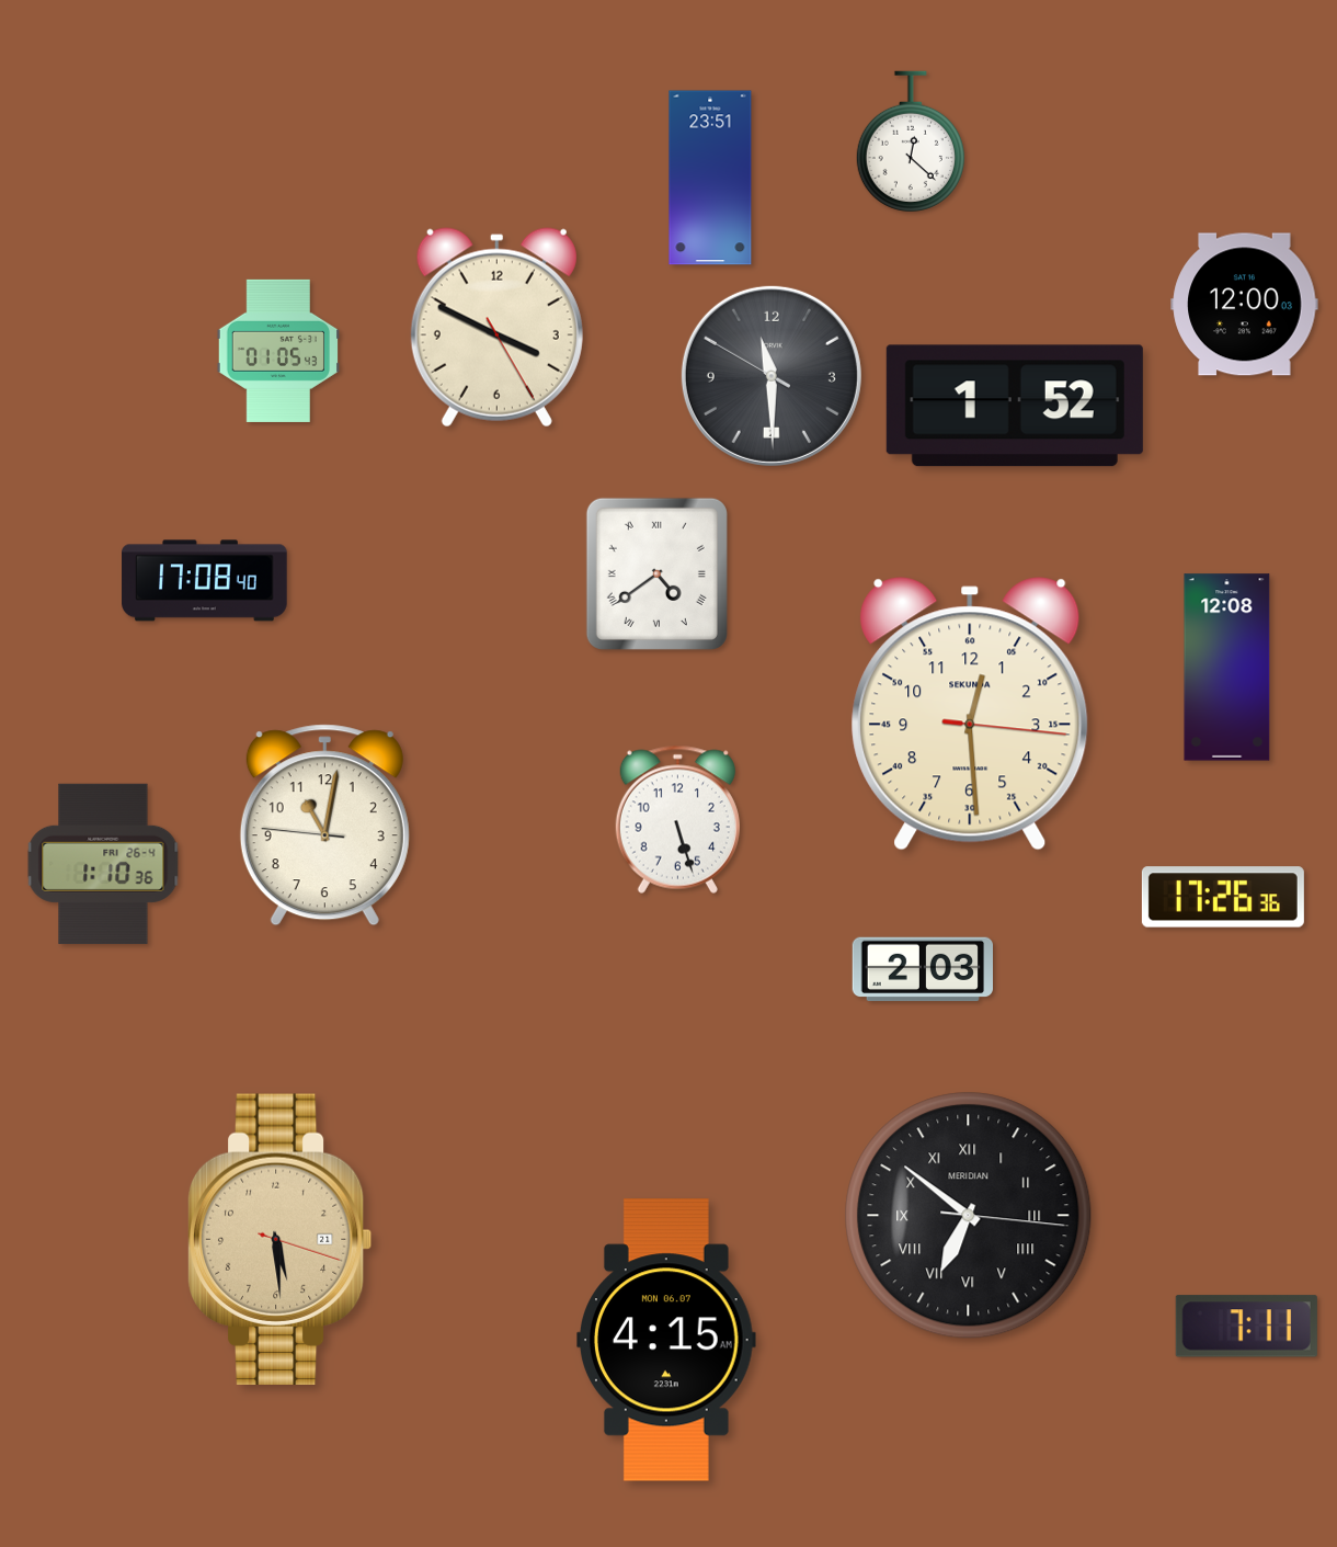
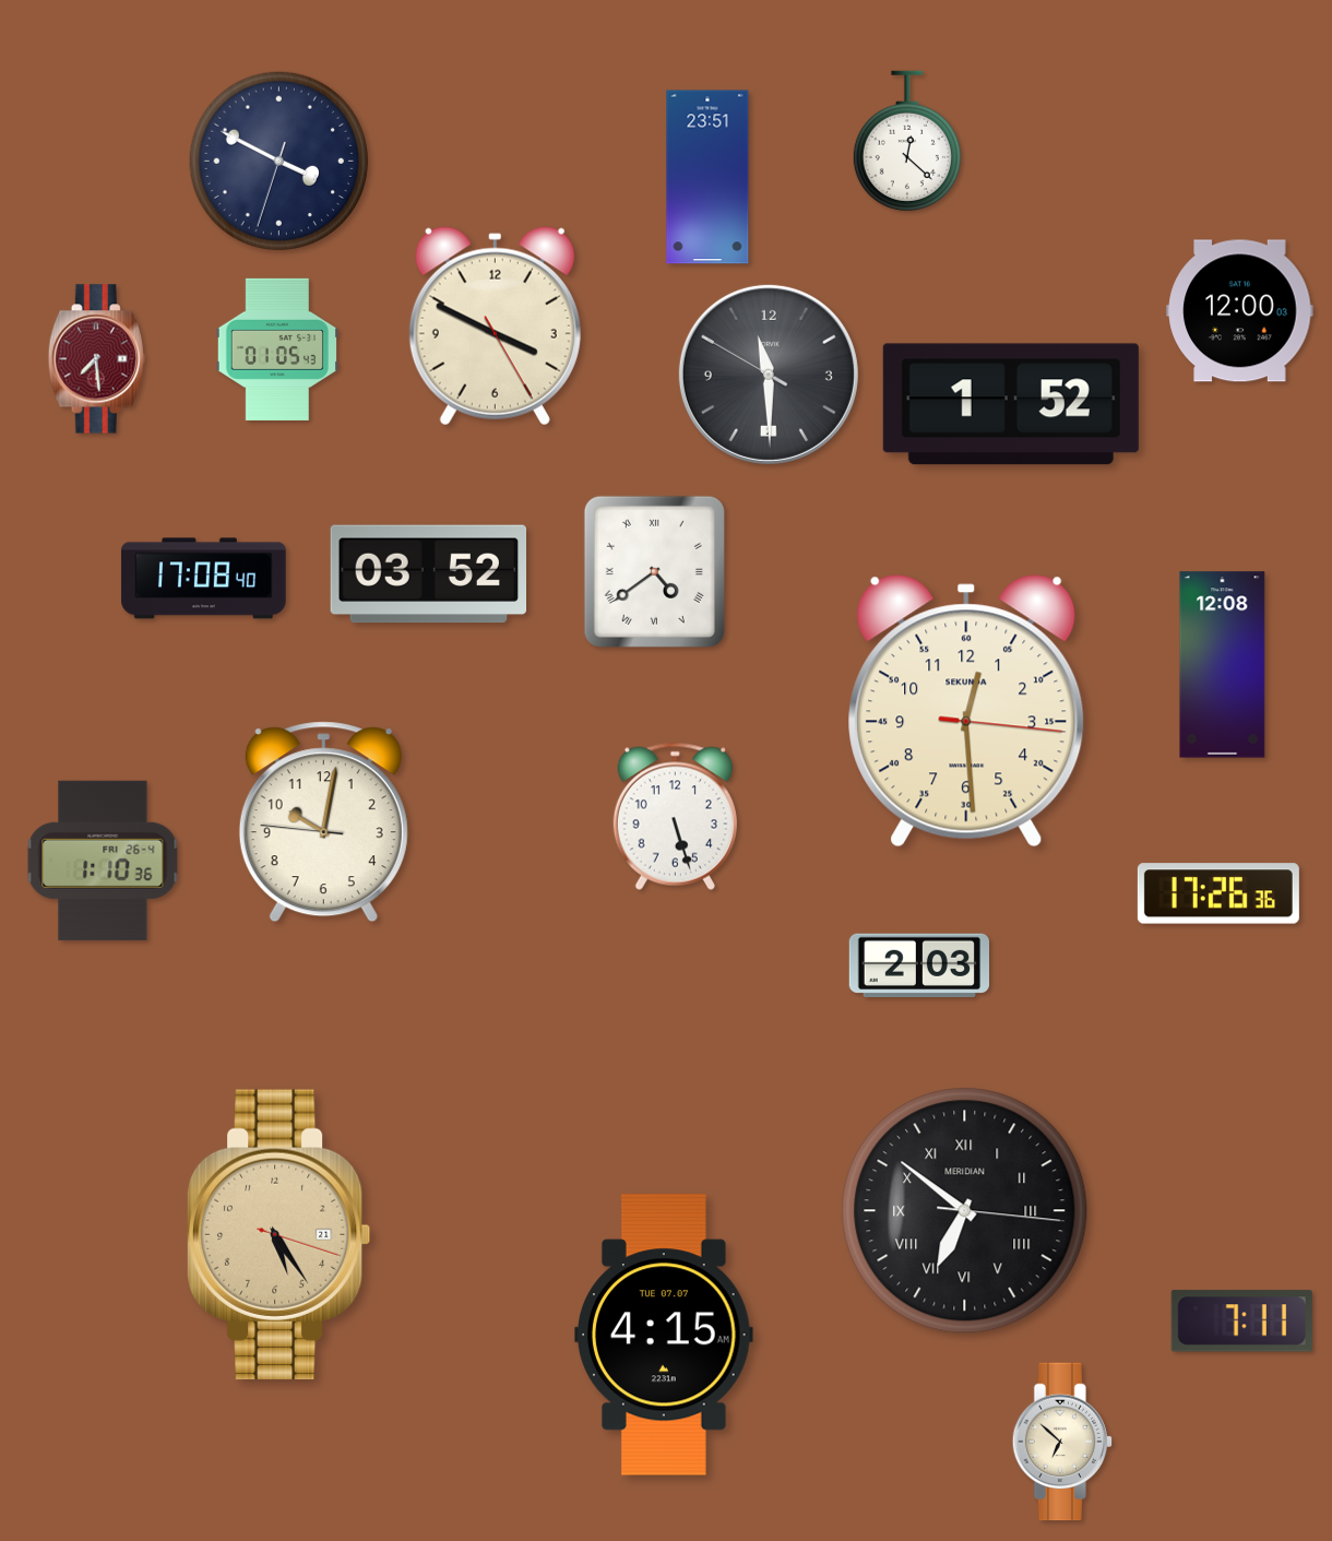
clock at (280, 162): none -> 3:49
clock at (1245, 305) position: (1245, 305) -> (1240, 311)
clock at (96, 359): none -> 7:29
clock at (428, 574): none -> 03:52
clock at (324, 826): 11:01 -> 10:01
clock at (279, 1239): 5:29 -> 5:24
clock at (667, 1340) date: MON 06.07 -> TUE 07.07
clock at (1062, 1442): none -> 6:52
